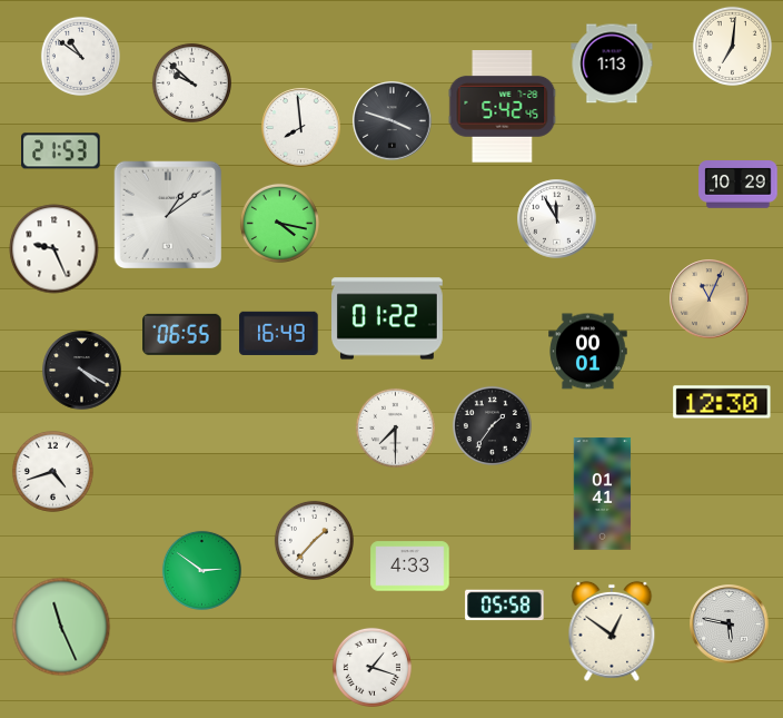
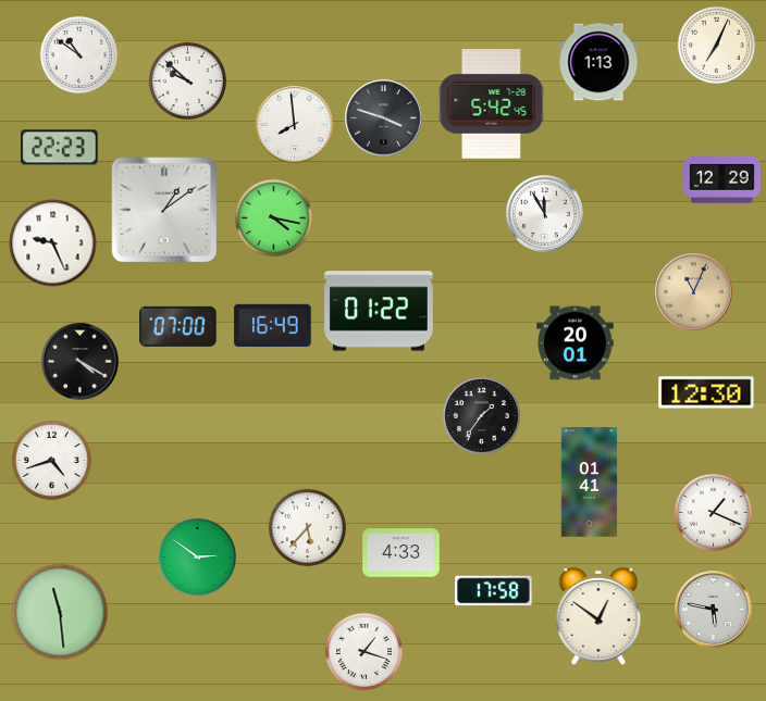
clock at (732, 46): 7:01 -> 7:04
clock at (61, 151): 21:53 -> 22:23
clock at (739, 185): 10:29 -> 12:29
clock at (182, 334): 06:55 -> 07:00
clock at (588, 352): 00:01 -> 20:01
clock at (395, 427): 7:30 -> none
clock at (713, 512): none -> 1:19
clock at (314, 540): 1:37 -> 5:37
clock at (505, 606): 05:58 -> 17:58
clock at (61, 627): 11:26 -> 11:29
